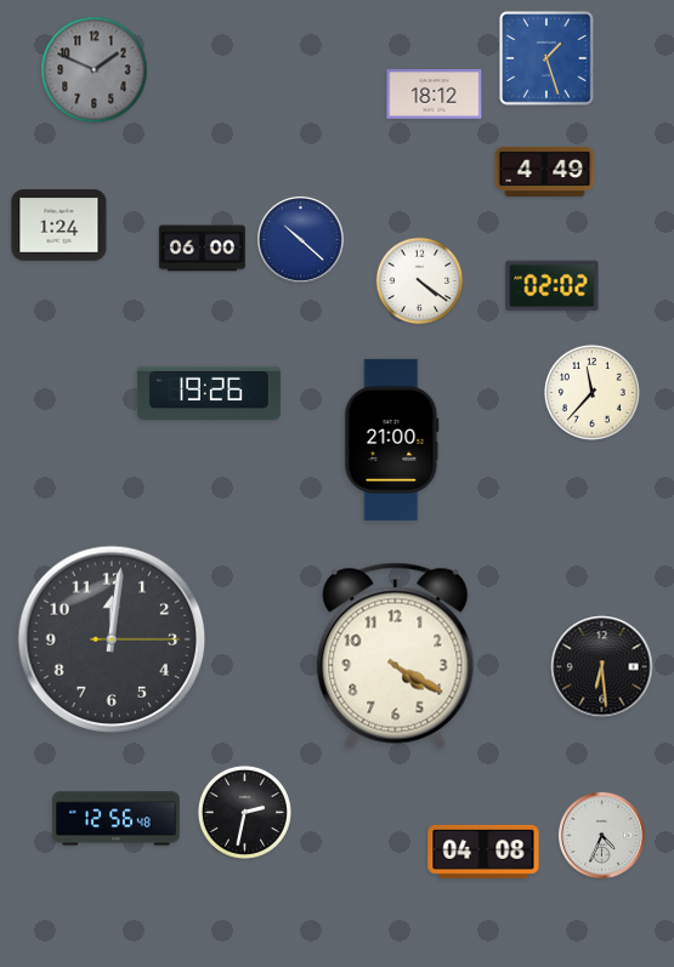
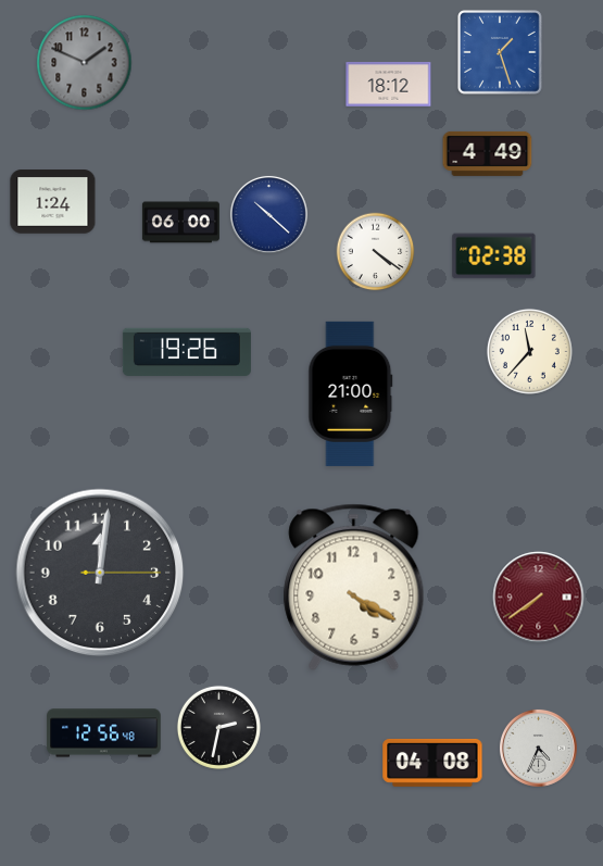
clock at (546, 58) position: (546, 58) -> (500, 52)
clock at (553, 286): 02:02 -> 02:38
clock at (602, 667): 6:29 -> 7:39
clock at (602, 667) dial: black -> burgundy
